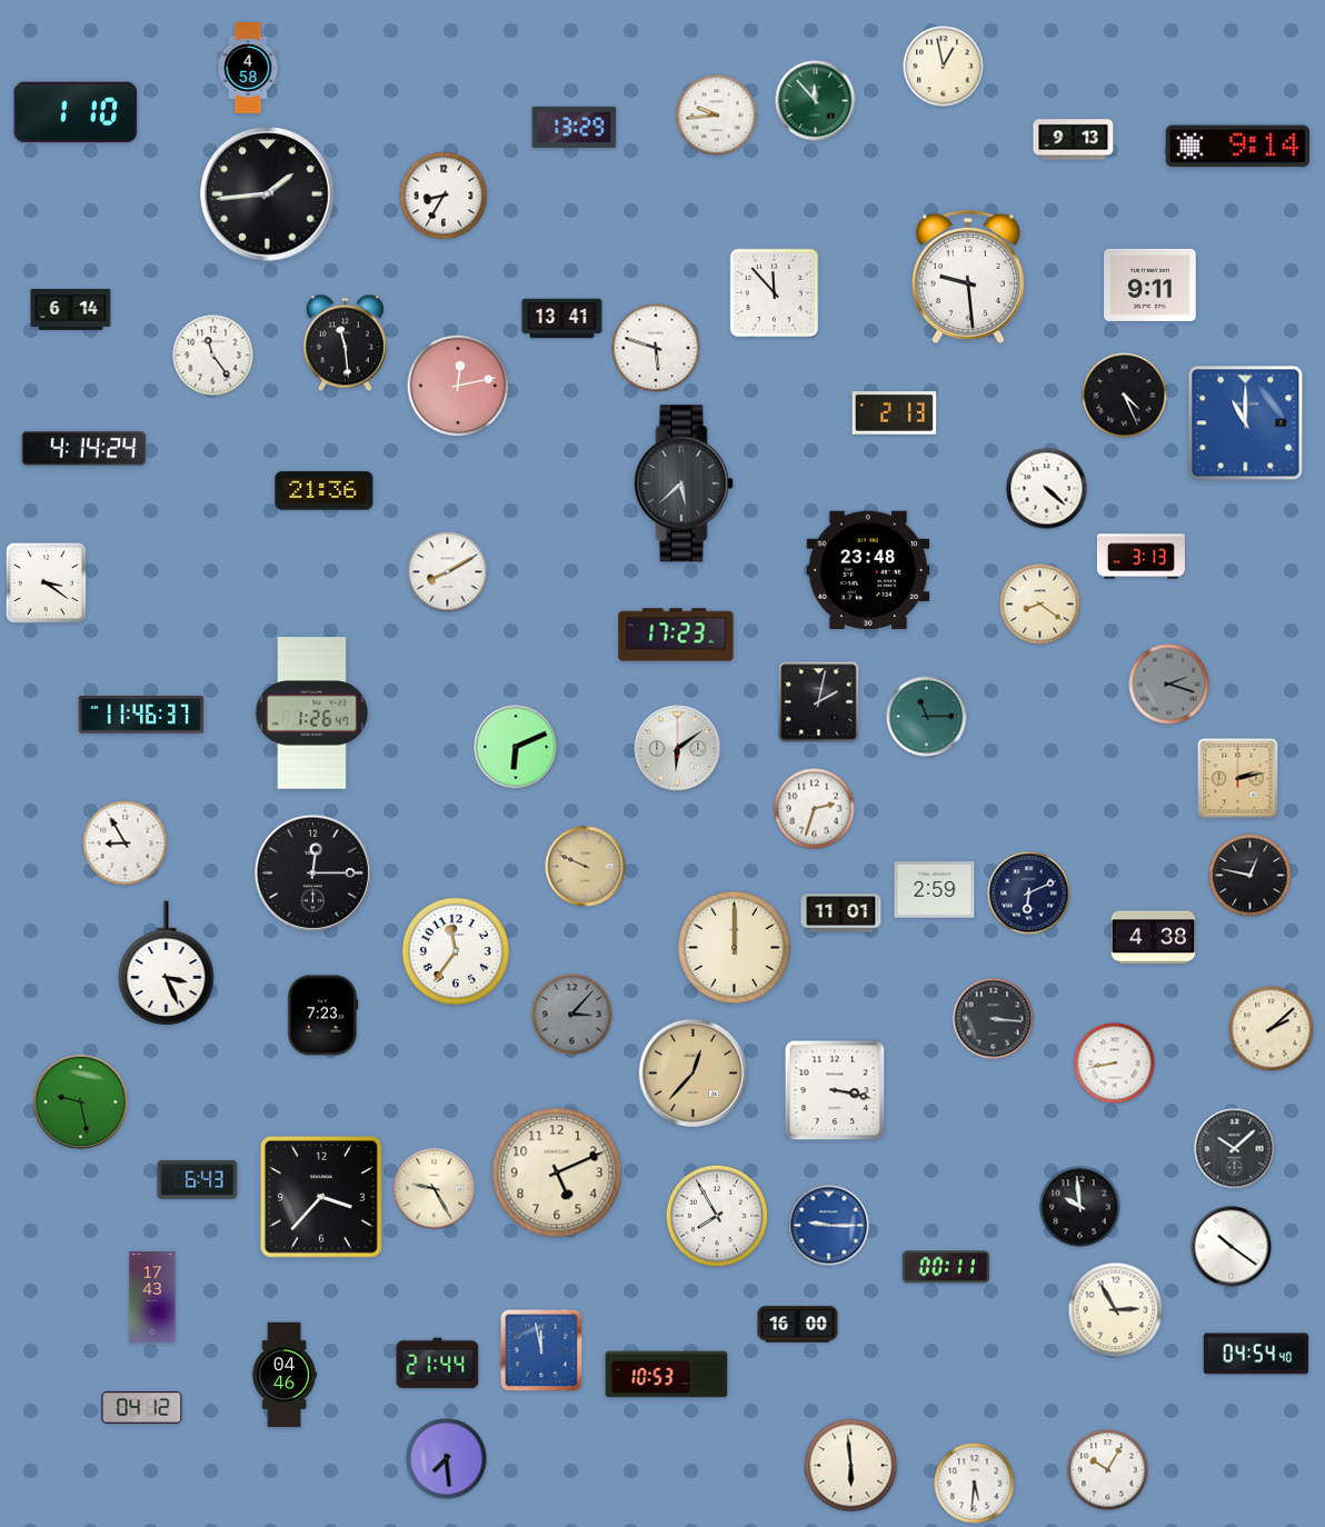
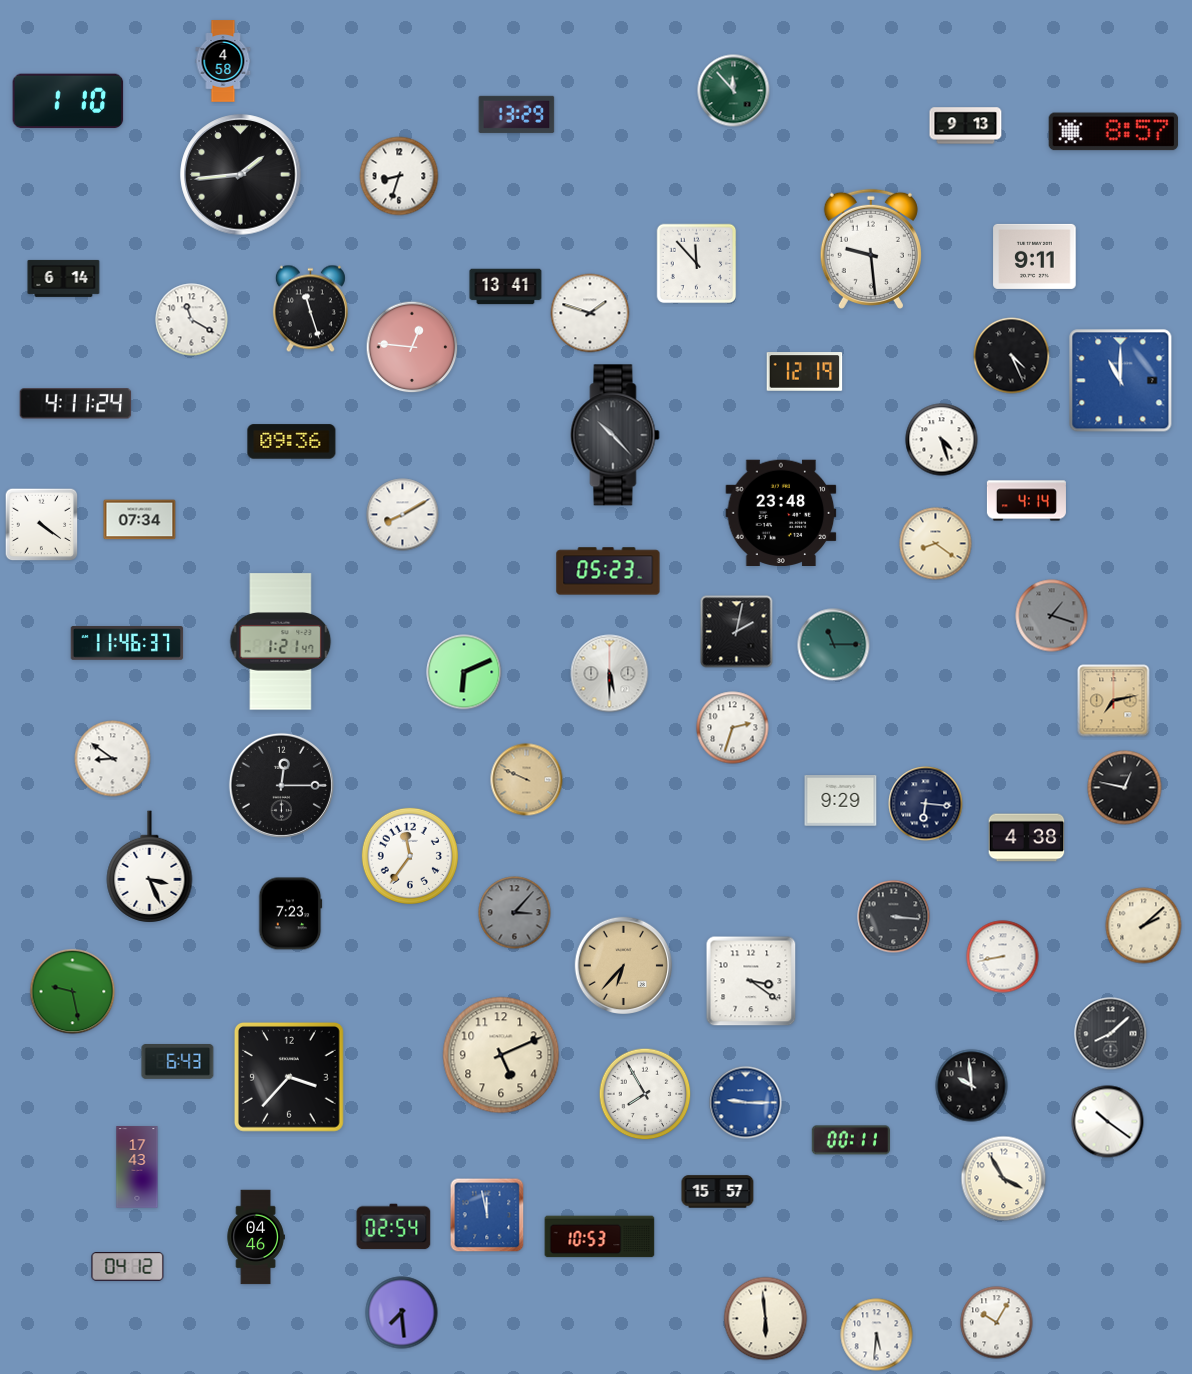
clock at (944, 67): 12:58 -> none
clock at (717, 116): 9:44 -> none
clock at (1238, 147): 9:14 -> 8:57
clock at (444, 196): 8:35 -> 8:33
clock at (345, 343): 11:29 -> 11:27
clock at (656, 348): 5:48 -> 1:48
clock at (213, 356): 11:24 -> 11:20
clock at (458, 386): 12:13 -> 12:46
clock at (895, 413): 2:13 -> 12:19
clock at (84, 449): 4:14 -> 4:11
clock at (684, 483): 5:38 -> 10:23
clock at (1047, 489): 4:22 -> 4:27
clock at (325, 491): 21:36 -> 09:36
clock at (1140, 557): 3:13 -> 4:14
clock at (140, 520): none -> 07:34
clock at (47, 583): 3:21 -> 4:21
clock at (676, 635): 17:23 -> 05:23
clock at (1169, 685): 2:18 -> 1:18
clock at (312, 713): 1:26 -> 1:21
clock at (678, 749): 6:09 -> 5:30
clock at (1238, 779): 2:13 -> 7:13
clock at (126, 844): 8:55 -> 8:51
clock at (935, 890): 2:59 -> 9:29
clock at (1029, 894): 6:11 -> 6:16
clock at (841, 914): 11:01 -> none
clock at (1154, 938) position: (1154, 938) -> (1027, 838)
clock at (734, 947): 12:00 -> none
clock at (693, 1072): 12:37 -> 6:37
clock at (835, 1090): 3:17 -> 3:21
clock at (1235, 1149): 10:08 -> 8:08
clock at (435, 1189): 9:25 -> none
clock at (1116, 1310): 2:55 -> 3:55
clock at (798, 1325): 16:00 -> 15:57
clock at (1256, 1354): 04:54 -> none
clock at (438, 1364): 21:44 -> 02:54
